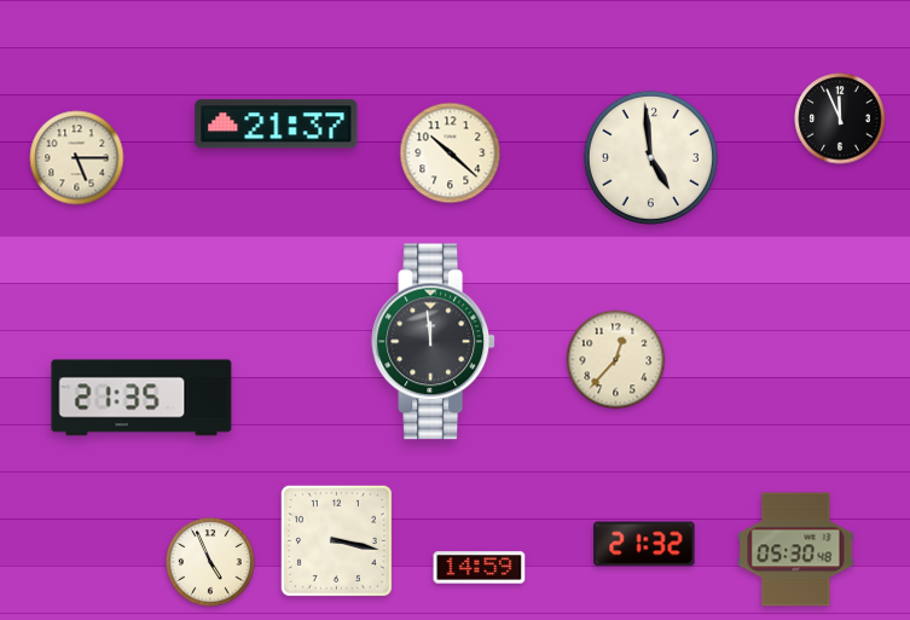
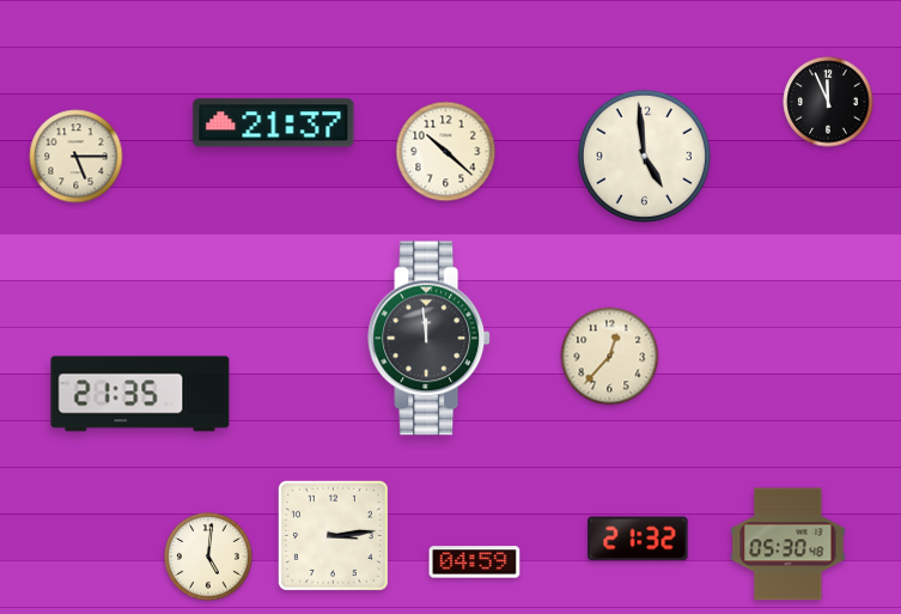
clock at (840, 118) position: (840, 118) -> (828, 102)
clock at (336, 540): 3:17 -> 3:14
clock at (210, 562): 4:56 -> 5:01
clock at (480, 568): 14:59 -> 04:59
